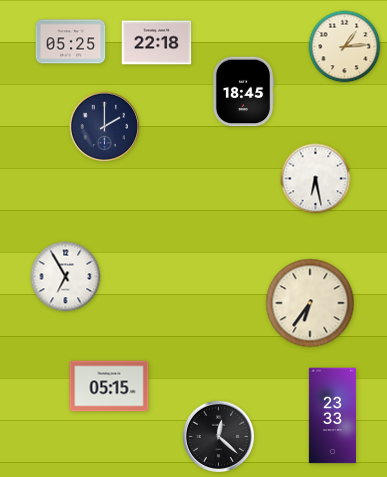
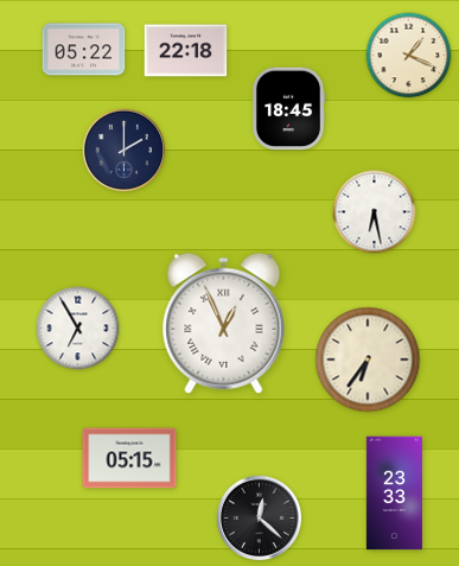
clock at (71, 42): 05:25 -> 05:22
clock at (345, 47): 1:14 -> 1:19
clock at (224, 323): none -> 12:56
